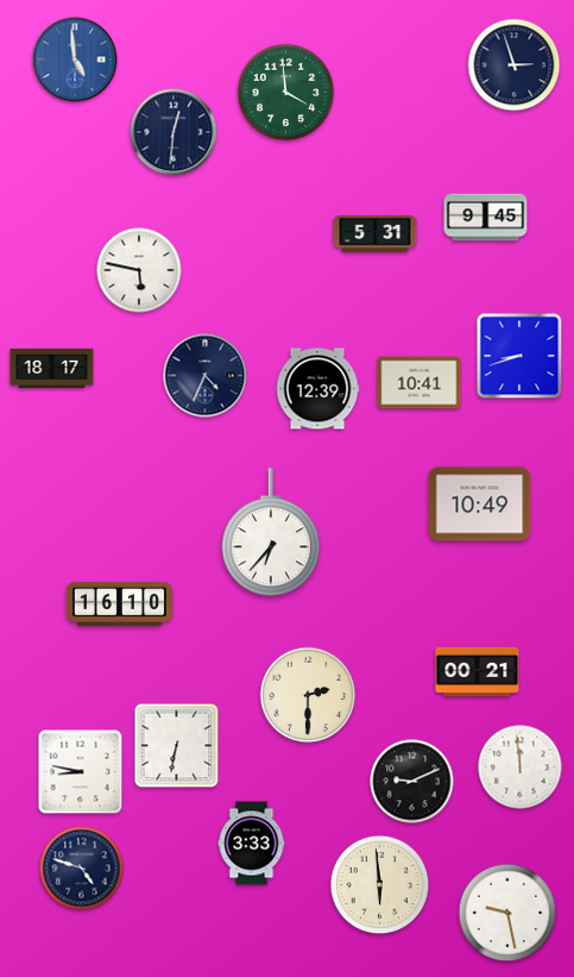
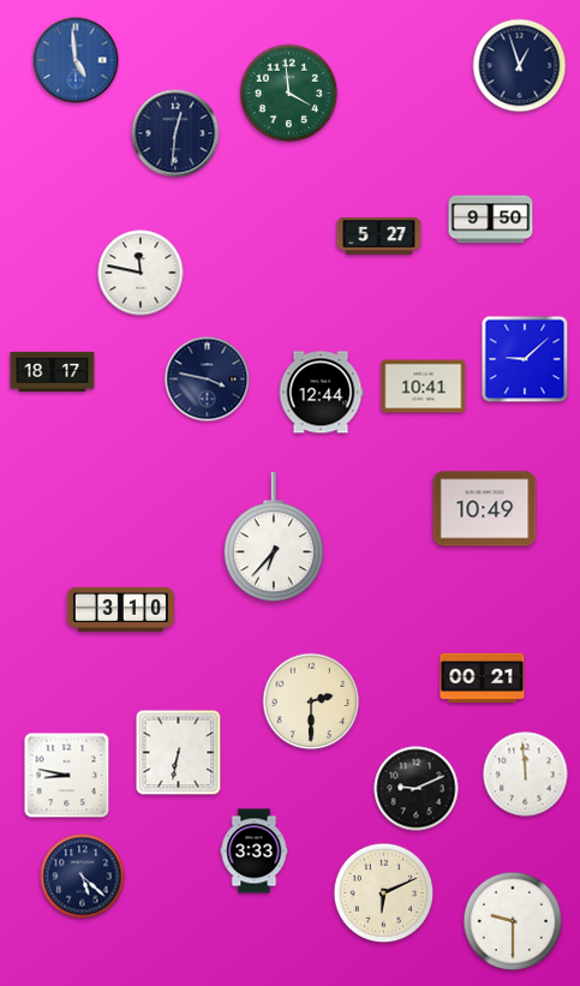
clock at (515, 65): 2:57 -> 12:57
clock at (486, 218): 9:45 -> 9:50
clock at (376, 234): 5:31 -> 5:27
clock at (139, 270): 5:47 -> 11:47
clock at (519, 356): 8:42 -> 9:08
clock at (206, 376): 4:34 -> 3:47
clock at (317, 389): 12:39 -> 12:44
clock at (119, 603): 16:10 -> 3:10
clock at (81, 772) position: (81, 772) -> (67, 776)
clock at (82, 869): 4:48 -> 5:22
clock at (380, 885): 5:59 -> 6:11
clock at (507, 913): 9:28 -> 9:30
